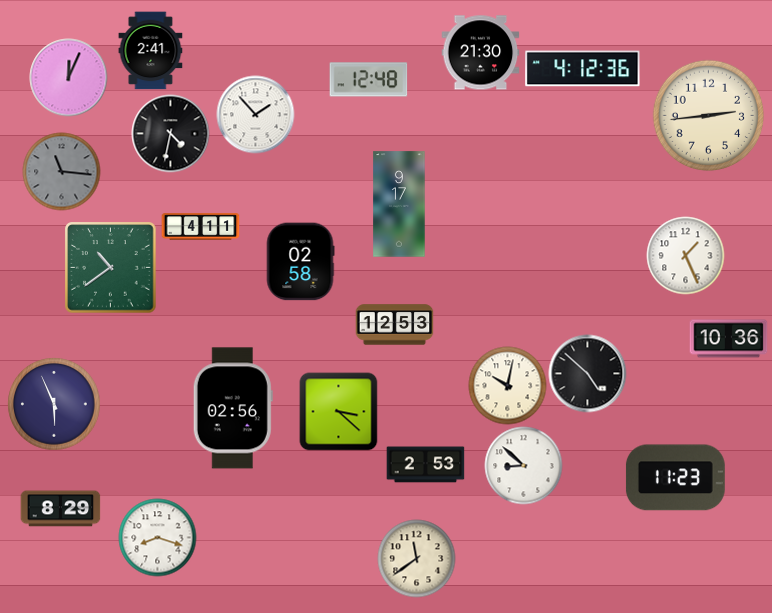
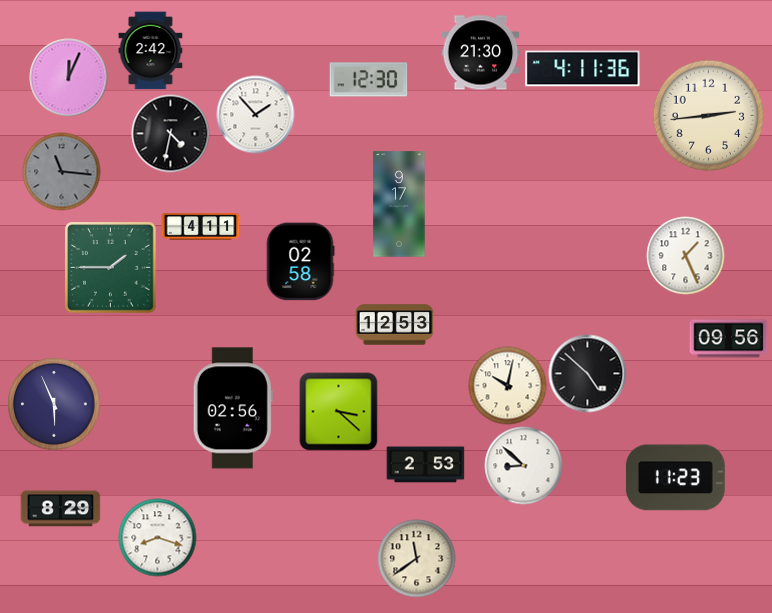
clock at (151, 50): 2:41 -> 2:42
clock at (583, 69): 4:12 -> 4:11
clock at (368, 80): 12:48 -> 12:30
clock at (111, 268): 10:39 -> 1:45
clock at (728, 339): 10:36 -> 09:56
